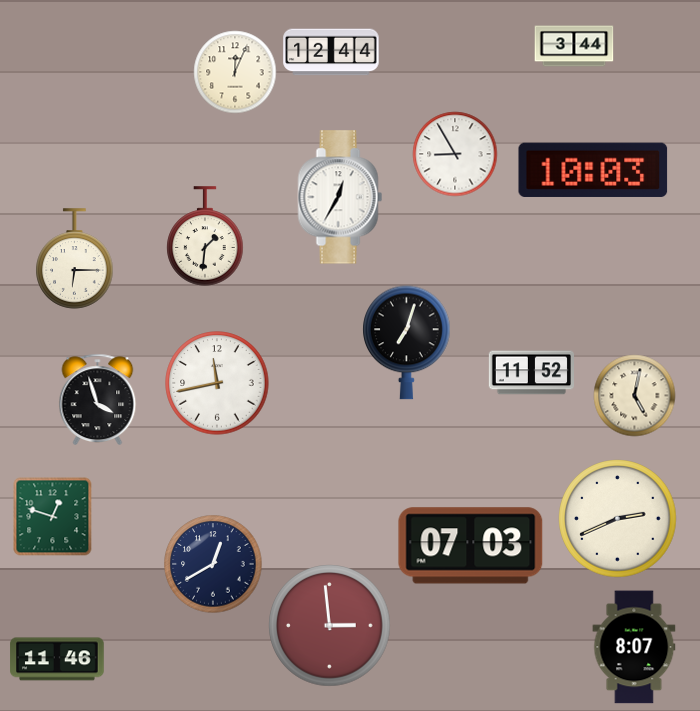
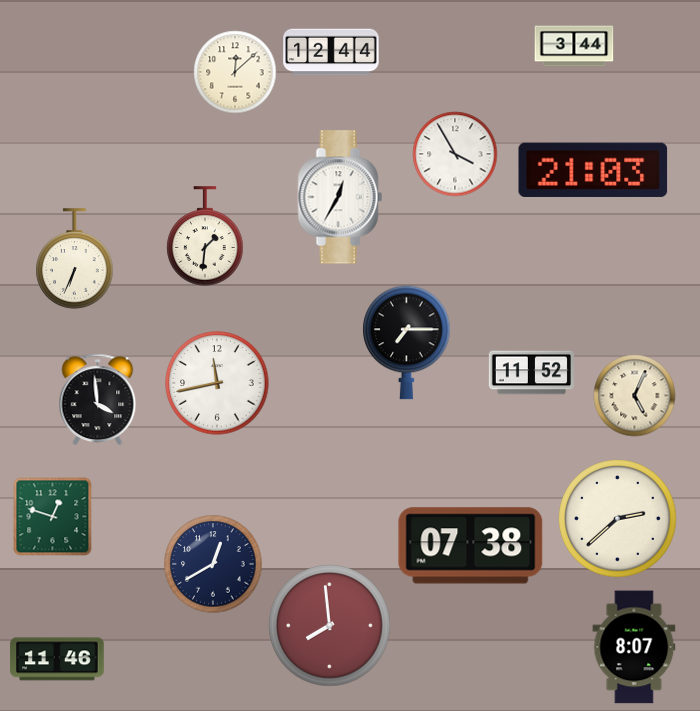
clock at (235, 72): 12:04 -> 12:08
clock at (455, 154): 8:55 -> 3:55
clock at (593, 170): 10:03 -> 21:03
clock at (75, 259): 6:15 -> 6:34
clock at (407, 343): 7:03 -> 7:15
clock at (635, 396): 5:02 -> 5:04
clock at (98, 399): 3:57 -> 3:59
clock at (618, 519): 2:41 -> 2:38
clock at (471, 546): 07:03 -> 07:38
clock at (330, 626): 2:59 -> 7:59
